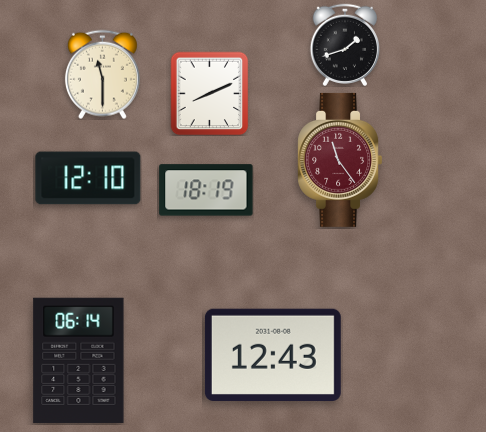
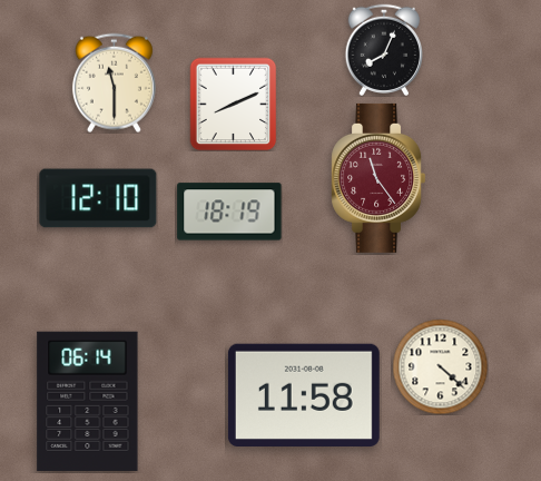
clock at (344, 44): 1:42 -> 8:04
clock at (440, 366): none -> 4:22
clock at (273, 354): 12:43 -> 11:58
